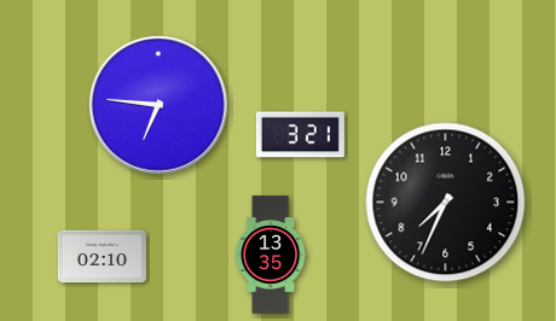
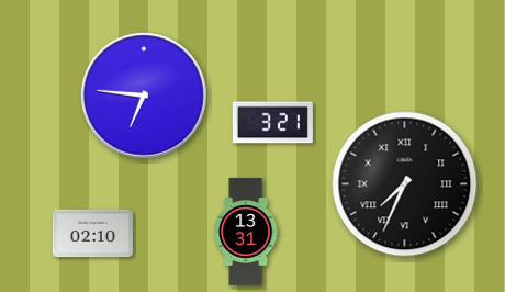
clock at (446, 203) numerals: Arabic -> Roman
clock at (271, 255): 13:35 -> 13:31
